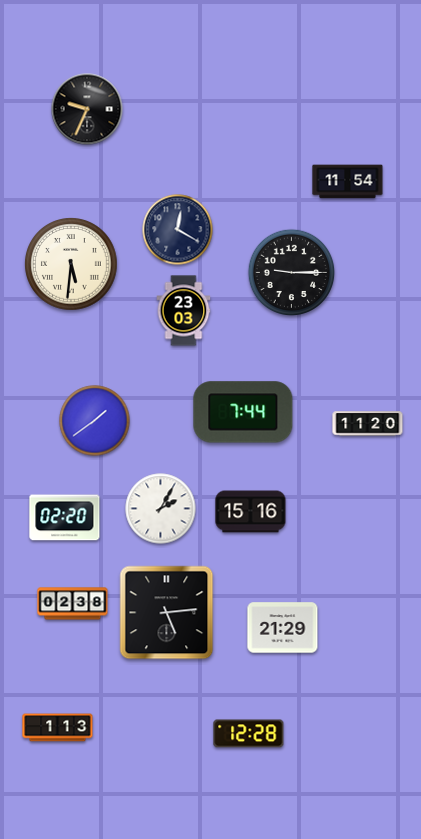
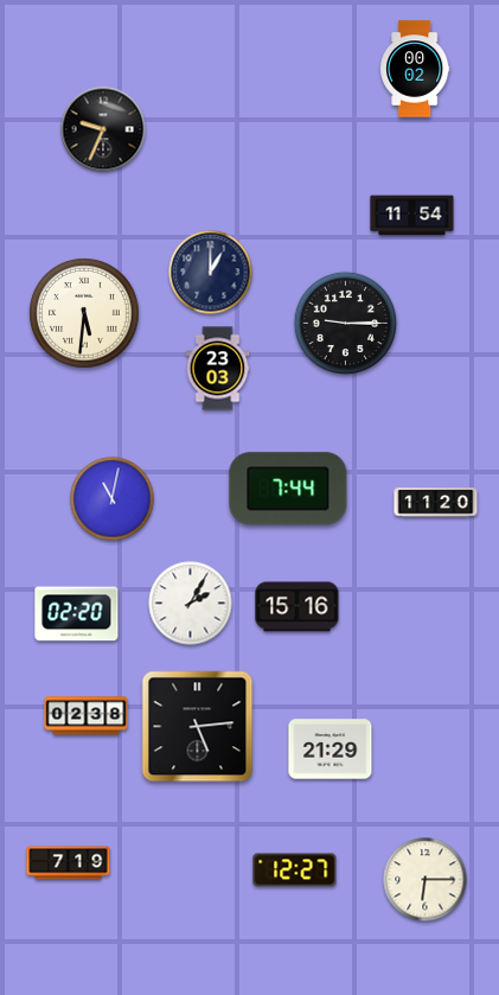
clock at (415, 69): none -> 00:02
clock at (178, 230): 12:20 -> 1:00
clock at (95, 421): 1:39 -> 11:02
clock at (283, 628) position: (283, 628) -> (331, 750)
clock at (58, 728): 1:13 -> 7:19
clock at (249, 734): 12:28 -> 12:27
clock at (426, 880): none -> 6:15
